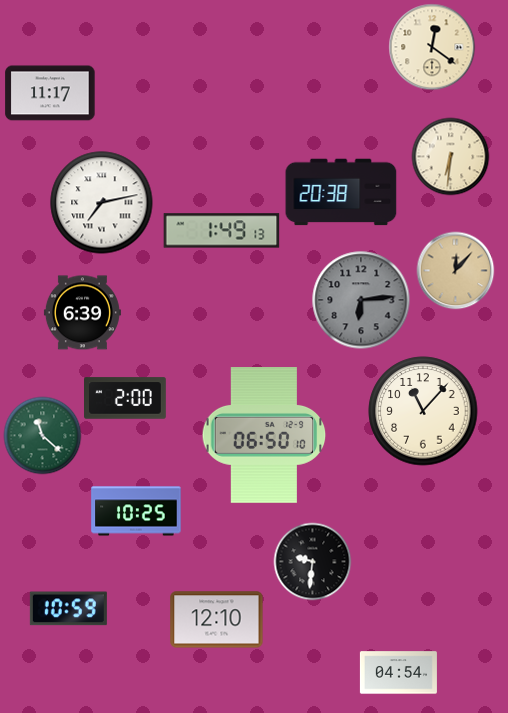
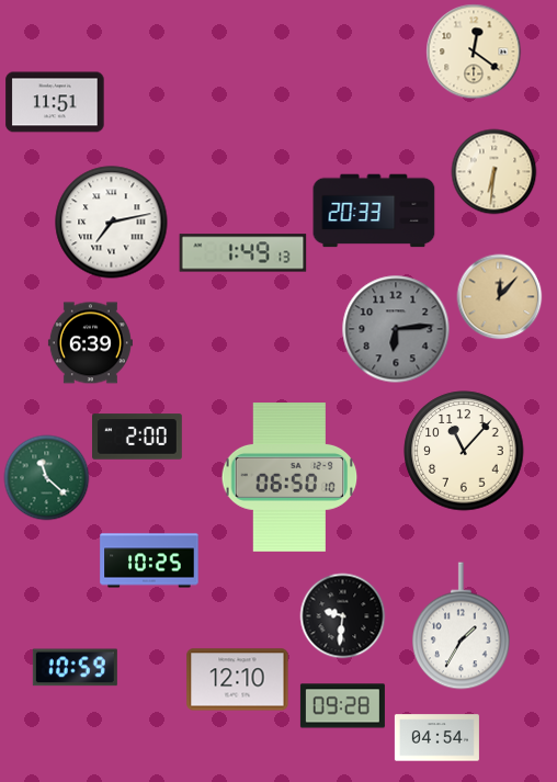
clock at (50, 93): 11:17 -> 11:51
clock at (341, 192): 20:38 -> 20:33
clock at (462, 626): none -> 1:35
clock at (342, 706): none -> 09:28
